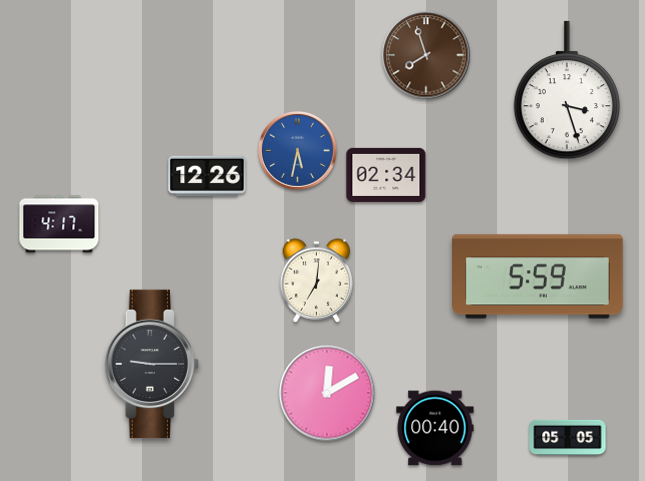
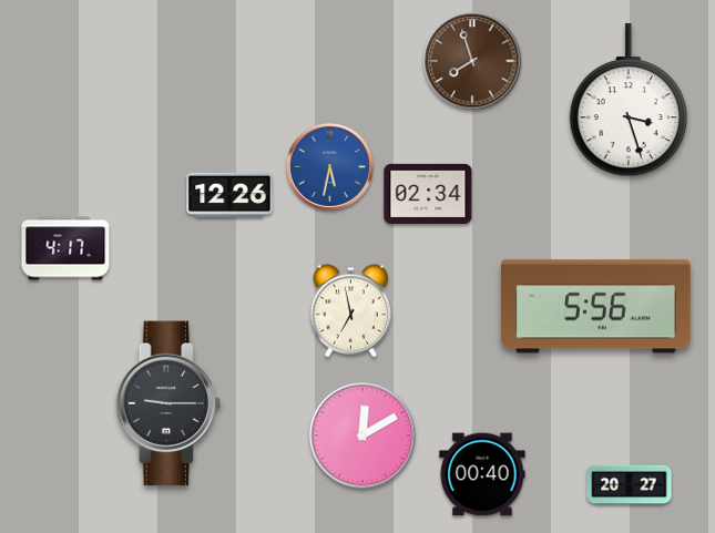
clock at (538, 277): 5:59 -> 5:56
clock at (317, 281): 7:01 -> 6:58
clock at (568, 438): 05:05 -> 20:27
